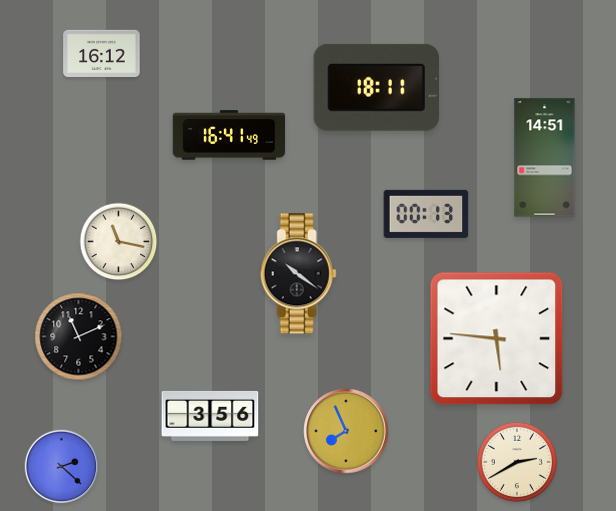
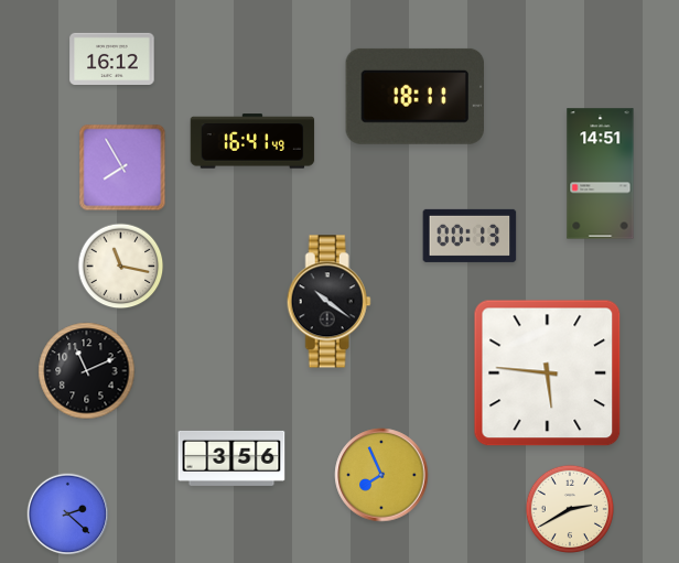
clock at (229, 135) position: (229, 135) -> (252, 141)
clock at (122, 167): none -> 7:55
clock at (119, 242) position: (119, 242) -> (121, 267)
